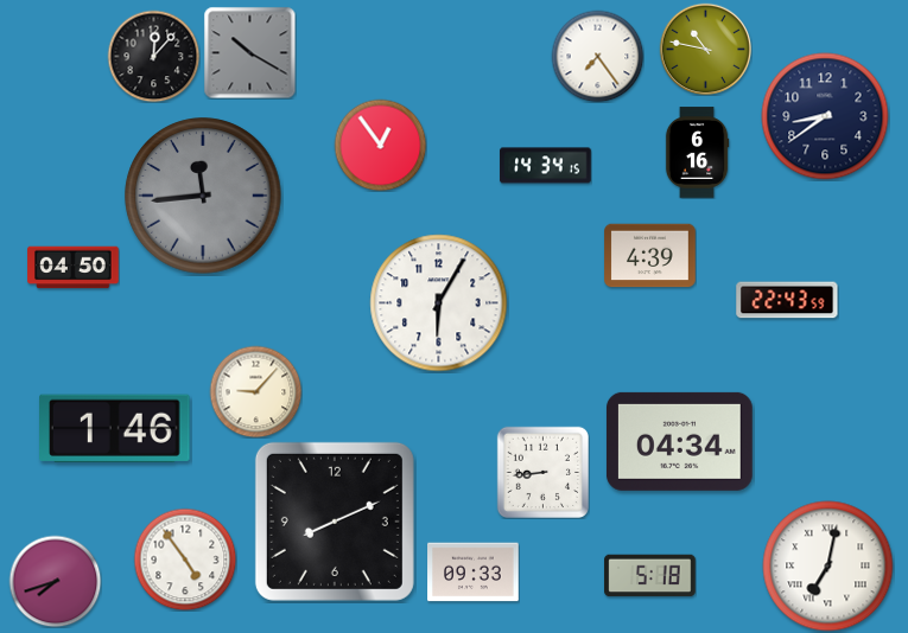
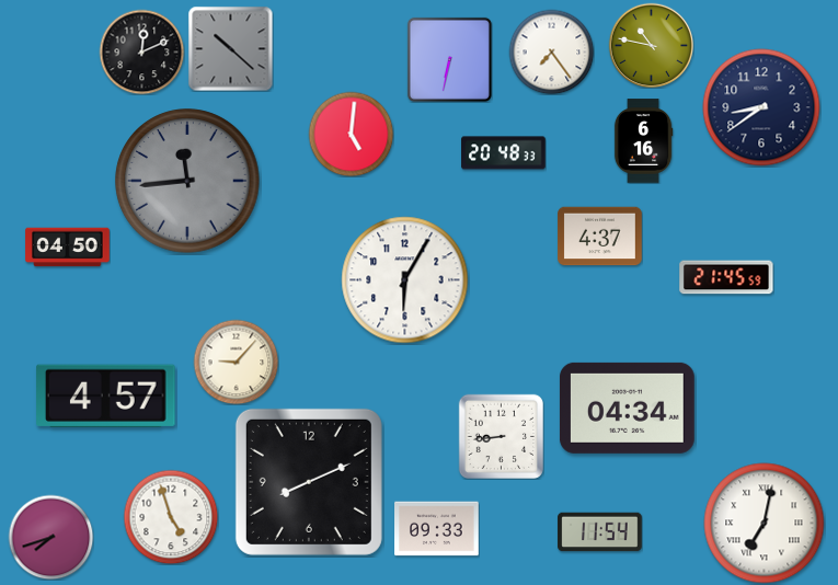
clock at (249, 52): 10:20 -> 10:22
clock at (153, 56): 12:07 -> 12:11
clock at (449, 59): none -> 6:32
clock at (380, 145): 12:54 -> 5:01
clock at (546, 166): 14:34 -> 20:48
clock at (650, 256): 4:39 -> 4:37
clock at (787, 300): 22:43 -> 21:45
clock at (115, 428): 1:46 -> 4:57
clock at (185, 560): 4:54 -> 4:57
clock at (650, 576): 5:18 -> 11:54
